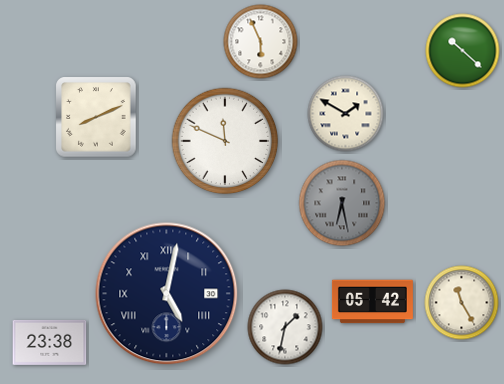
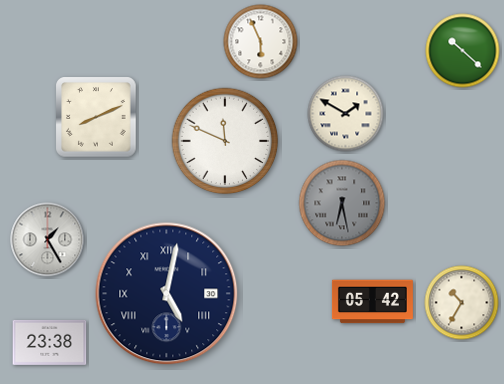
clock at (48, 240): none -> 1:25
clock at (462, 303): 11:25 -> 10:35
clock at (285, 327): 1:32 -> none
